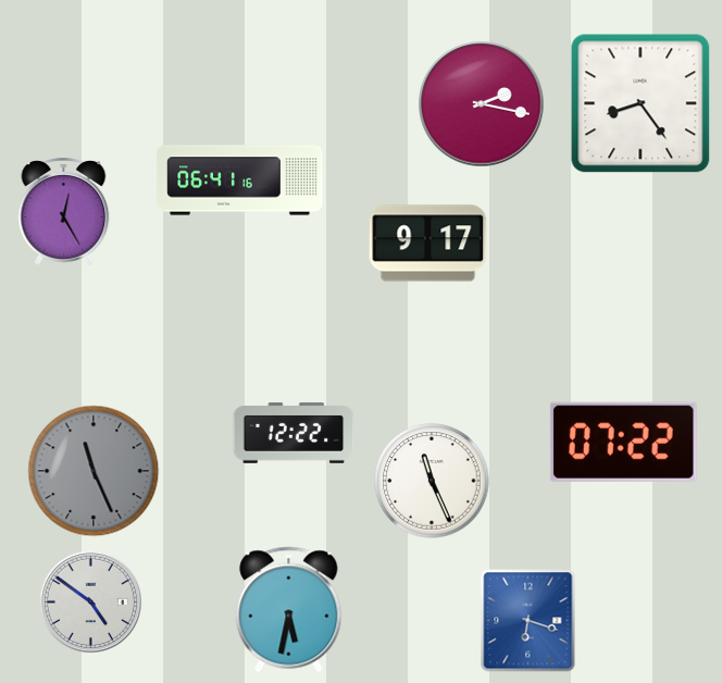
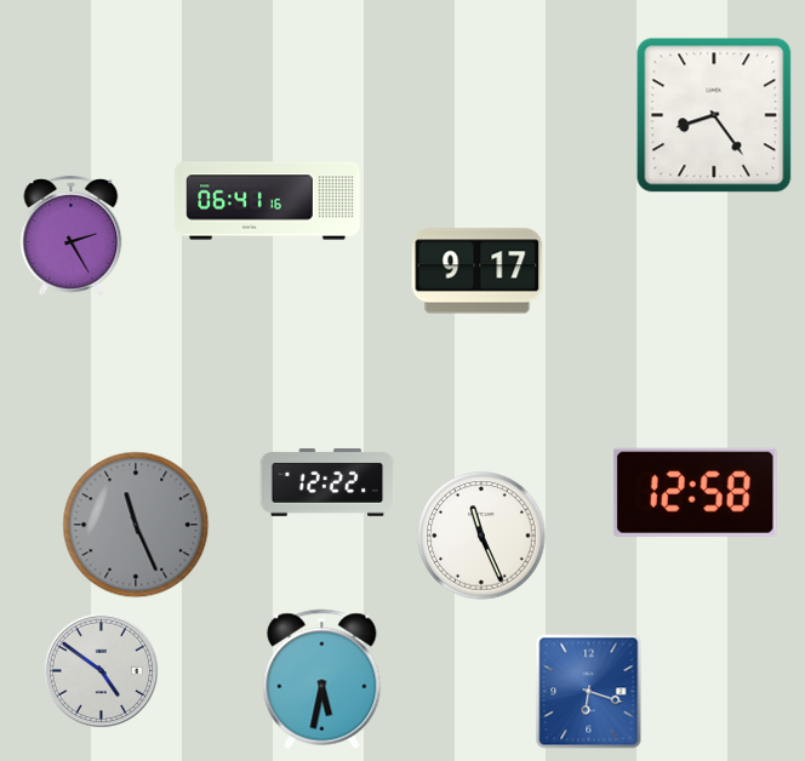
clock at (482, 104): 2:17 -> none
clock at (64, 211): 12:25 -> 2:25
clock at (623, 442): 07:22 -> 12:58
clock at (94, 471) position: (94, 471) -> (136, 525)
